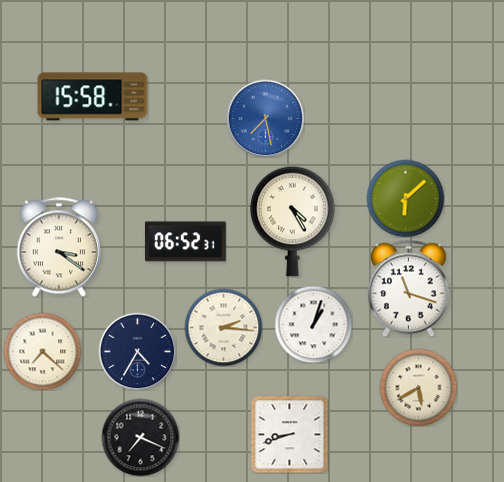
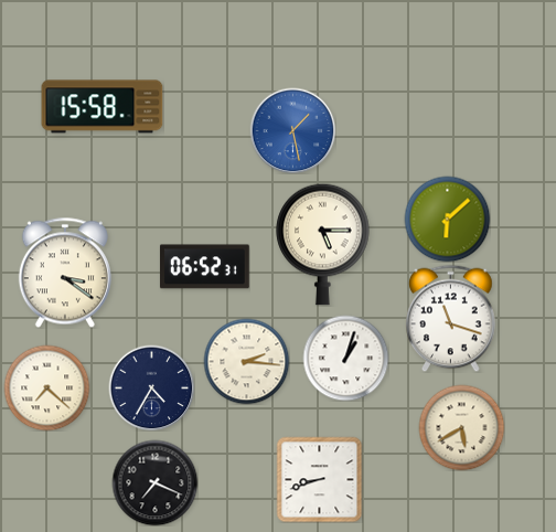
clock at (265, 118): 7:28 -> 1:28
clock at (293, 221): 4:25 -> 5:15
